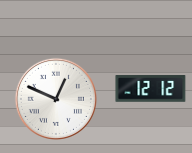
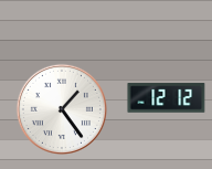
clock at (56, 99): 12:49 -> 1:24
